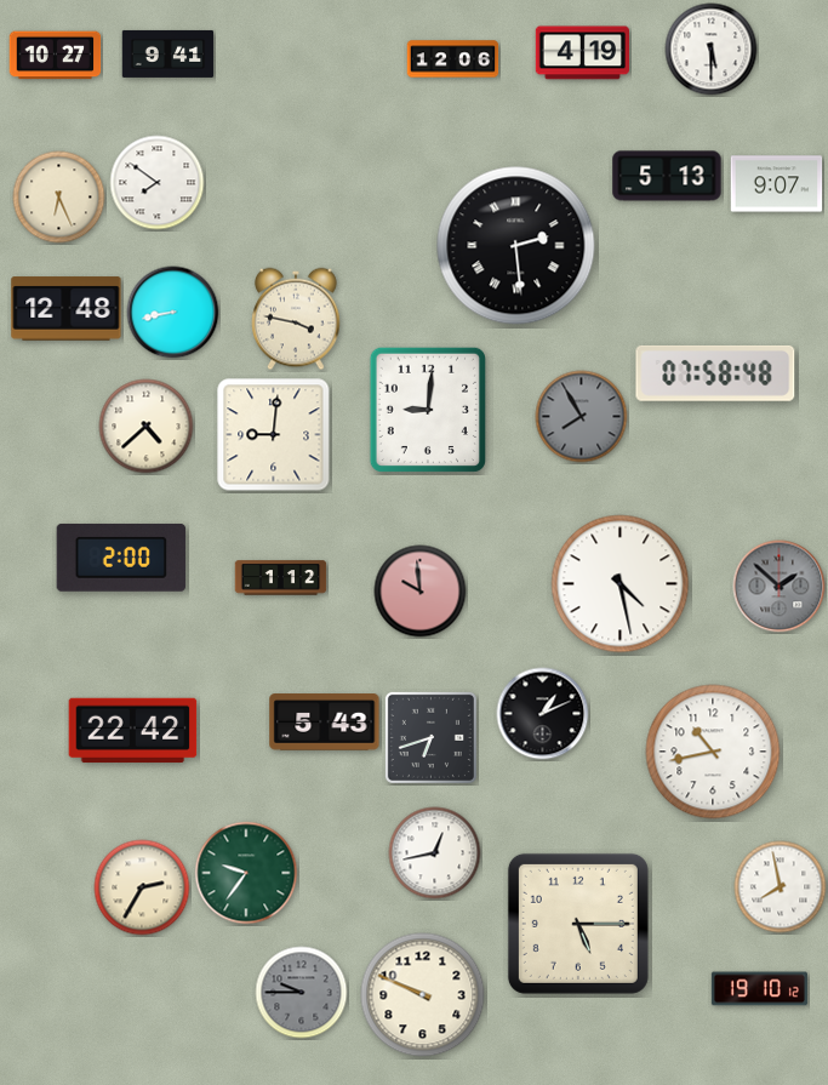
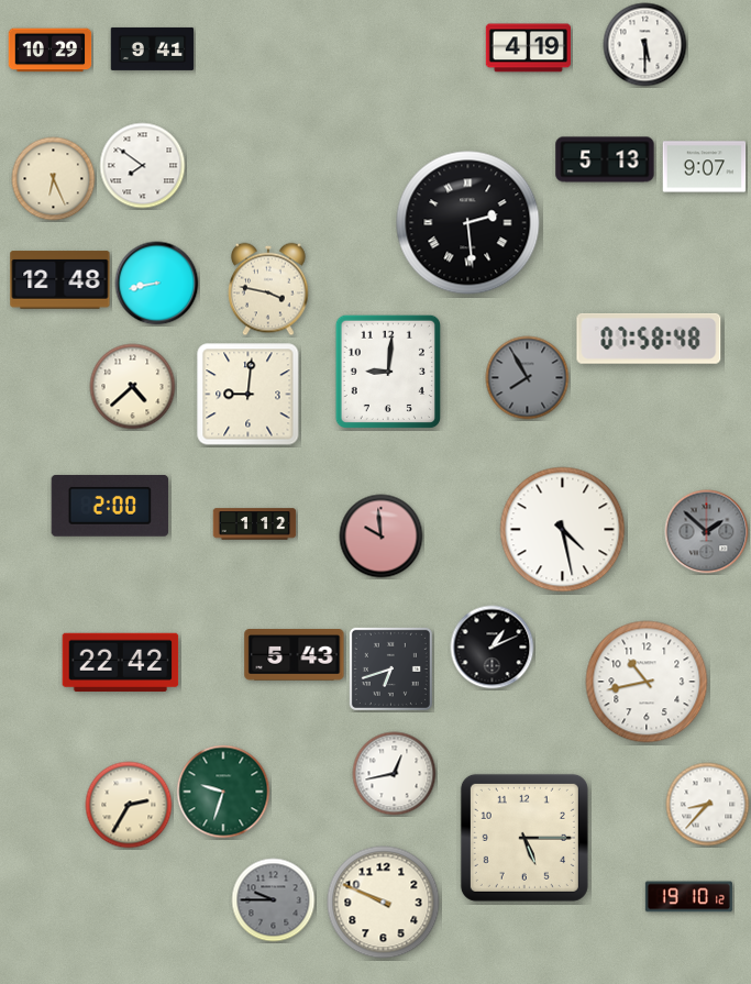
clock at (56, 56): 10:27 -> 10:29
clock at (453, 59): 12:06 -> none
clock at (246, 873): 9:36 -> 9:33
clock at (781, 887): 7:58 -> 8:37
